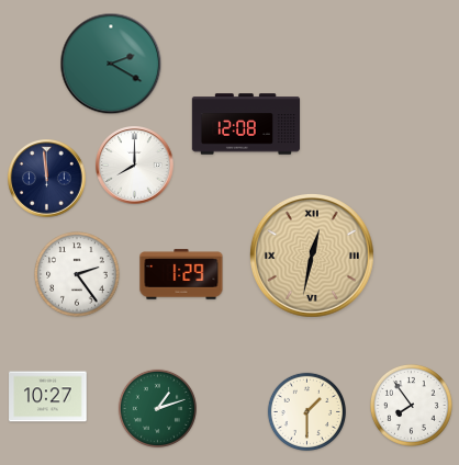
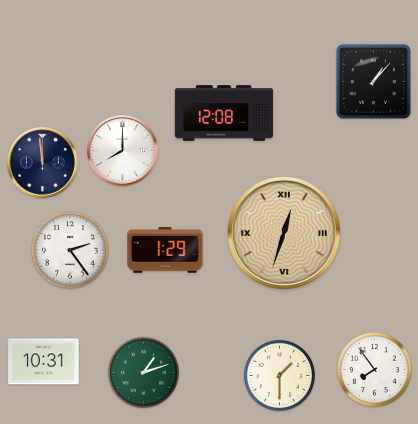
clock at (111, 64): 2:20 -> none
clock at (373, 81): none -> 1:07
clock at (312, 256): 12:32 -> 12:33
clock at (48, 397): 10:27 -> 10:31
